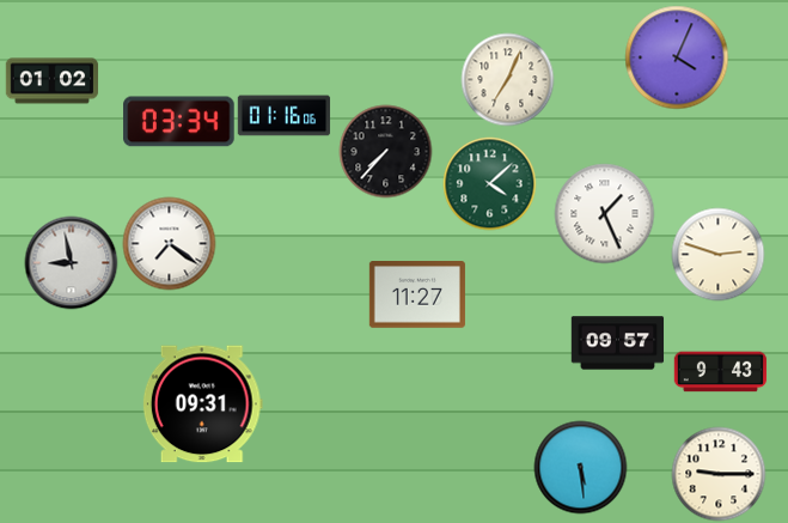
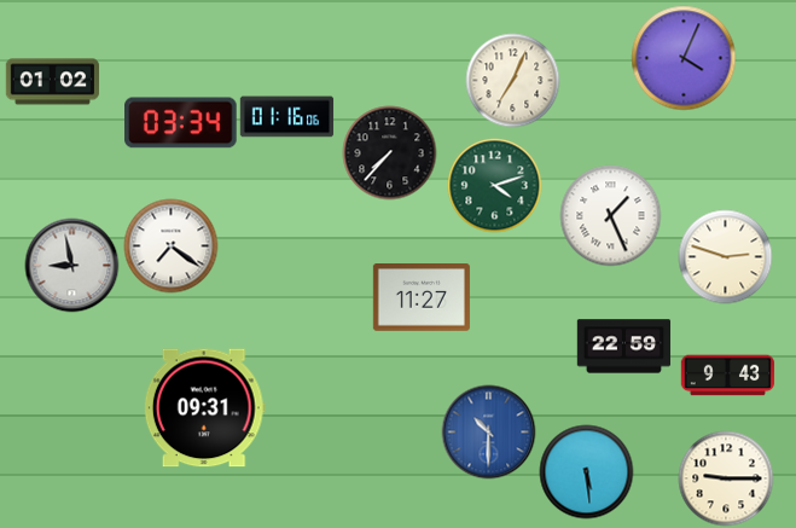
clock at (489, 183): 4:08 -> 4:12
clock at (617, 343): 09:57 -> 22:59
clock at (488, 431): none -> 10:30
